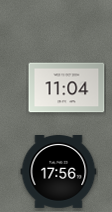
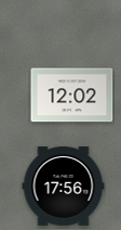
clock at (67, 88): 11:04 -> 12:02
